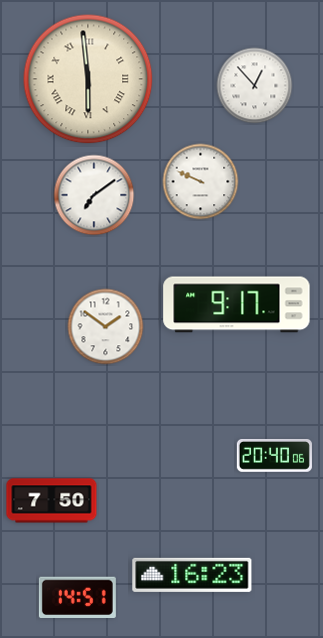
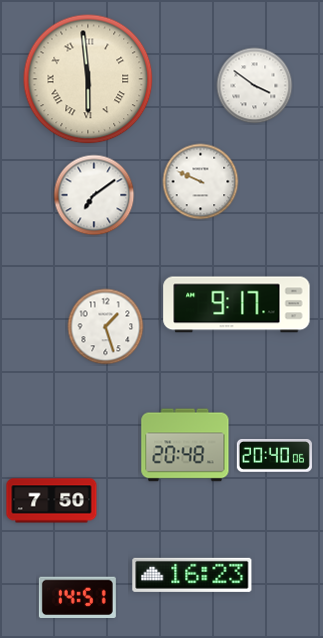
clock at (255, 86): 12:53 -> 3:51
clock at (106, 327): 1:51 -> 1:27
clock at (185, 445): none -> 20:48
